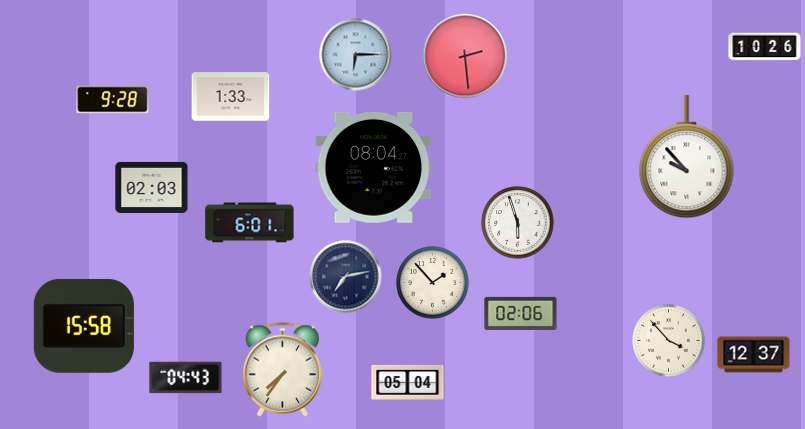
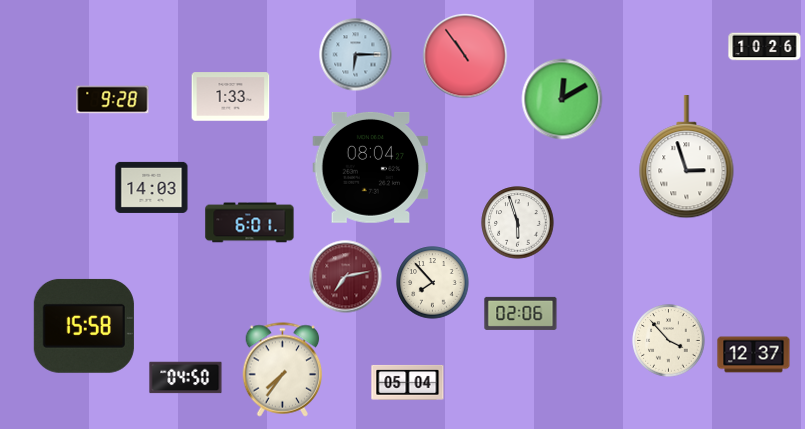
clock at (465, 56): 2:29 -> 10:54
clock at (562, 99): none -> 12:10
clock at (687, 157): 9:53 -> 2:57
clock at (374, 167) position: (374, 167) -> (371, 167)
clock at (152, 187): 02:03 -> 14:03
clock at (346, 277) dial: navy -> burgundy
clock at (433, 283): 1:53 -> 7:53
clock at (186, 378): 04:43 -> 04:50
